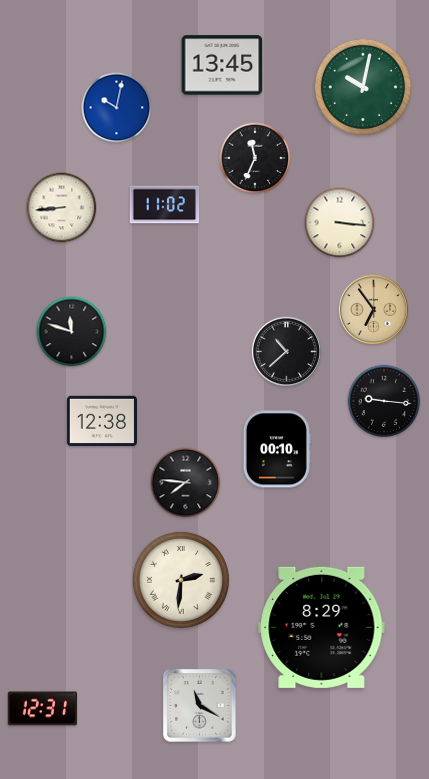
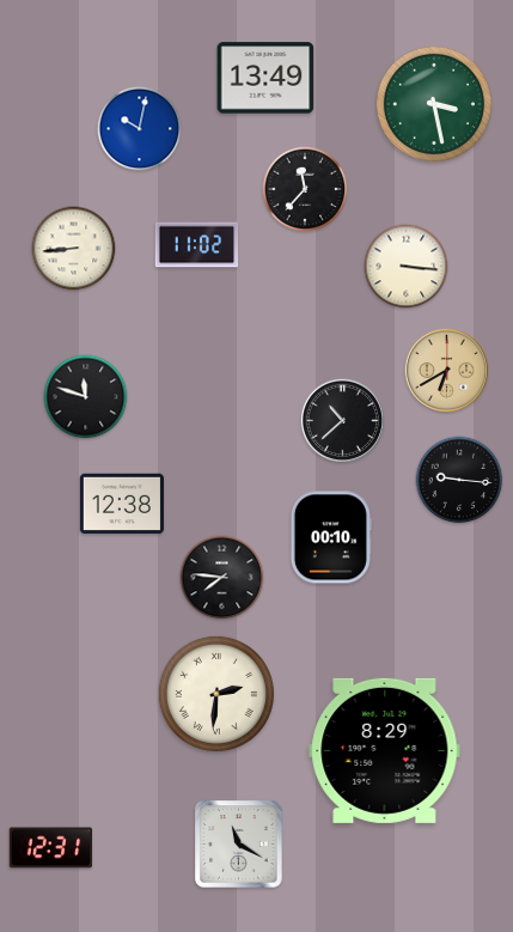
clock at (222, 65): 13:45 -> 13:49
clock at (363, 87): 10:02 -> 3:28
clock at (255, 158): 11:34 -> 11:37
clock at (373, 309): 6:54 -> 6:40
